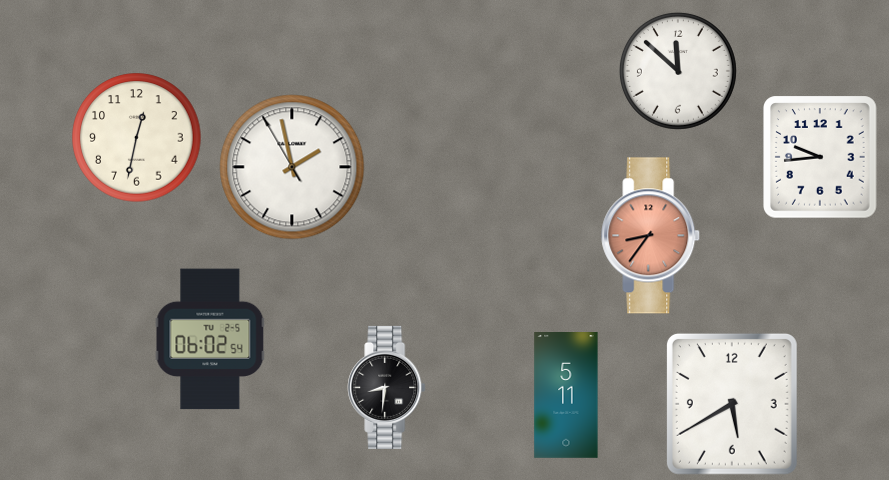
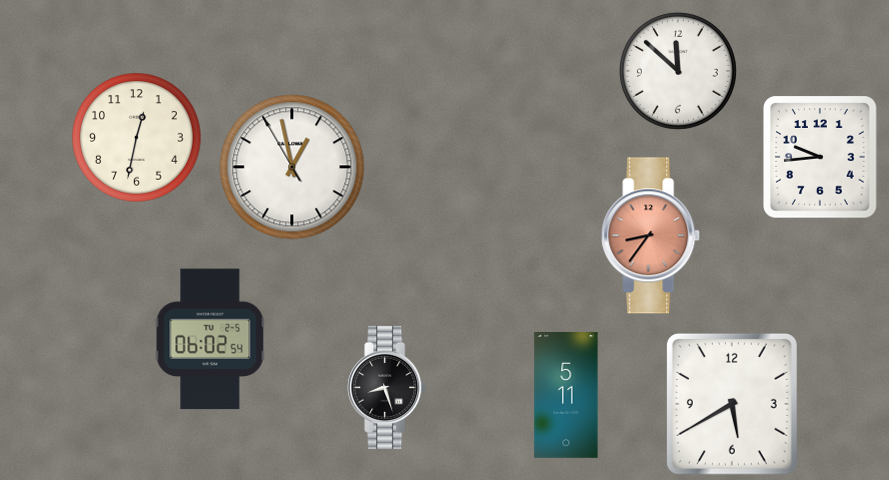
clock at (292, 167): 1:57 -> 12:57
clock at (387, 387): 8:31 -> 8:27
